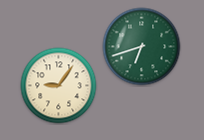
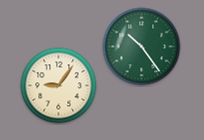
clock at (142, 47): 6:42 -> 10:24
